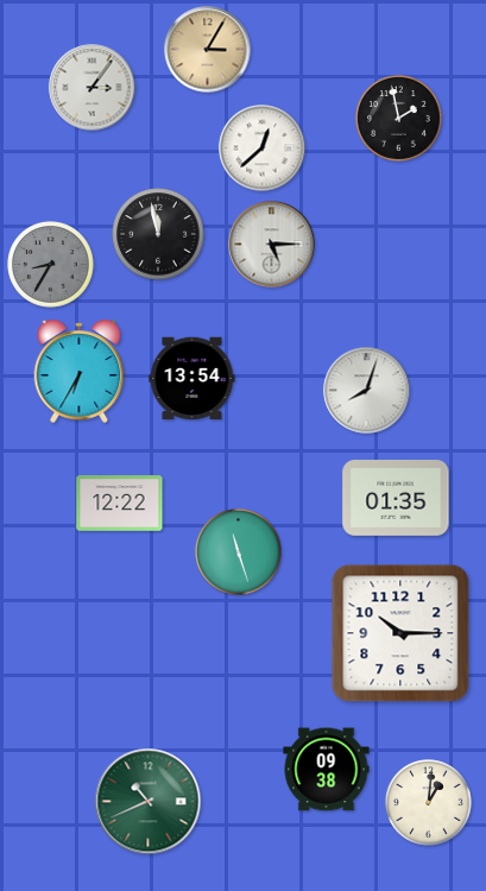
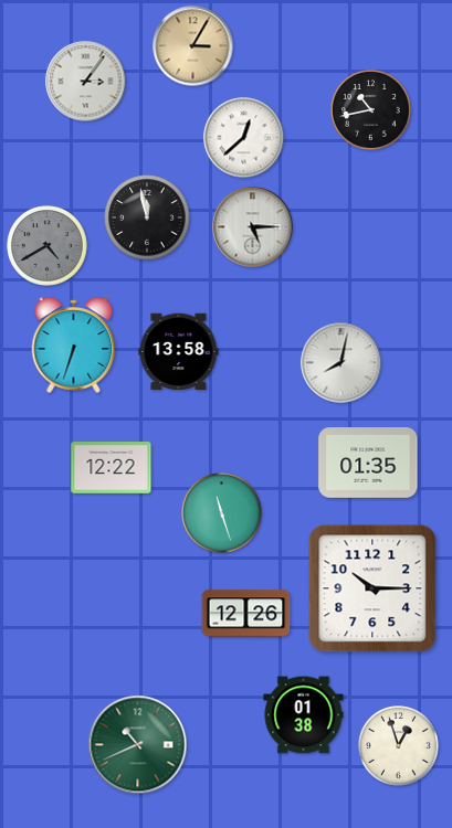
clock at (399, 119): 1:58 -> 10:43
clock at (51, 265): 8:35 -> 4:40
clock at (80, 371): 6:35 -> 6:33
clock at (192, 379): 13:54 -> 13:58
clock at (367, 391): 8:03 -> 8:02
clock at (246, 614): none -> 12:26
clock at (327, 770): 09:38 -> 01:38
clock at (429, 803): 1:01 -> 12:57
